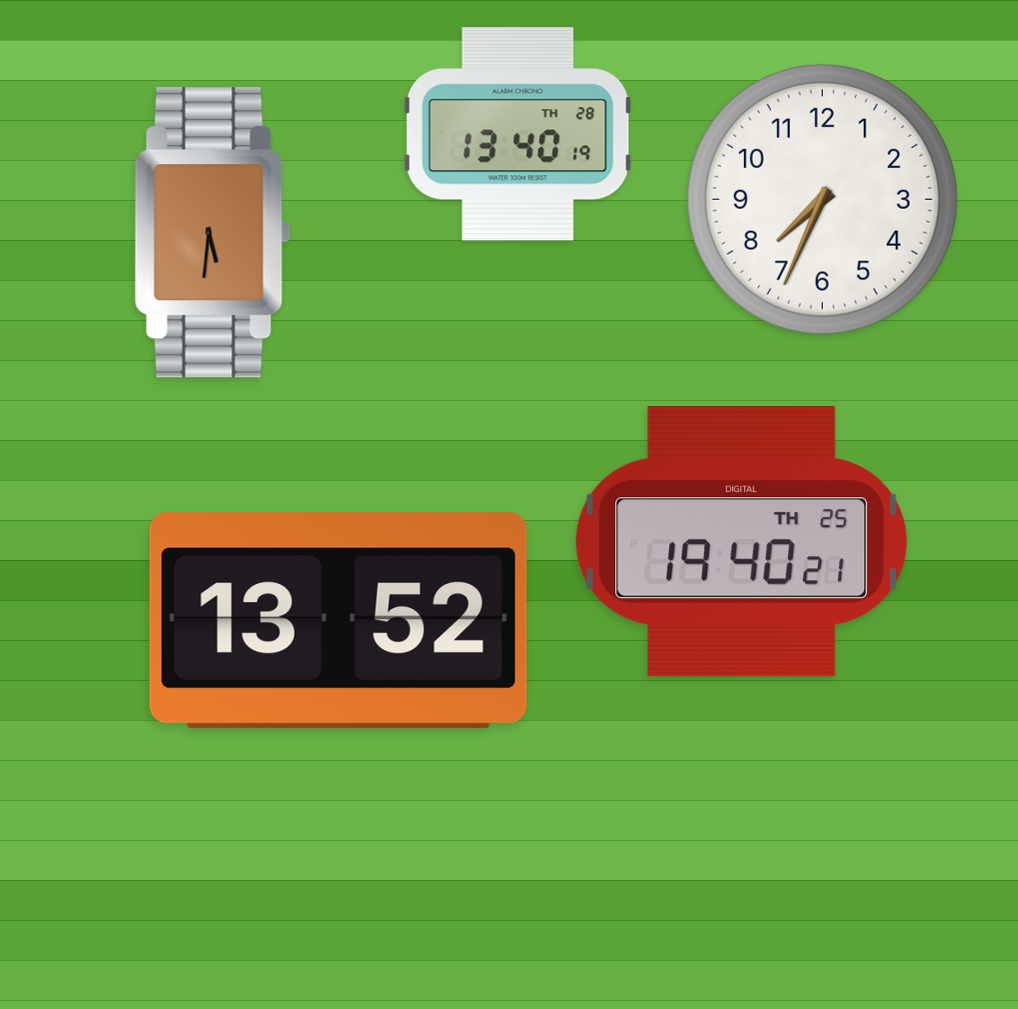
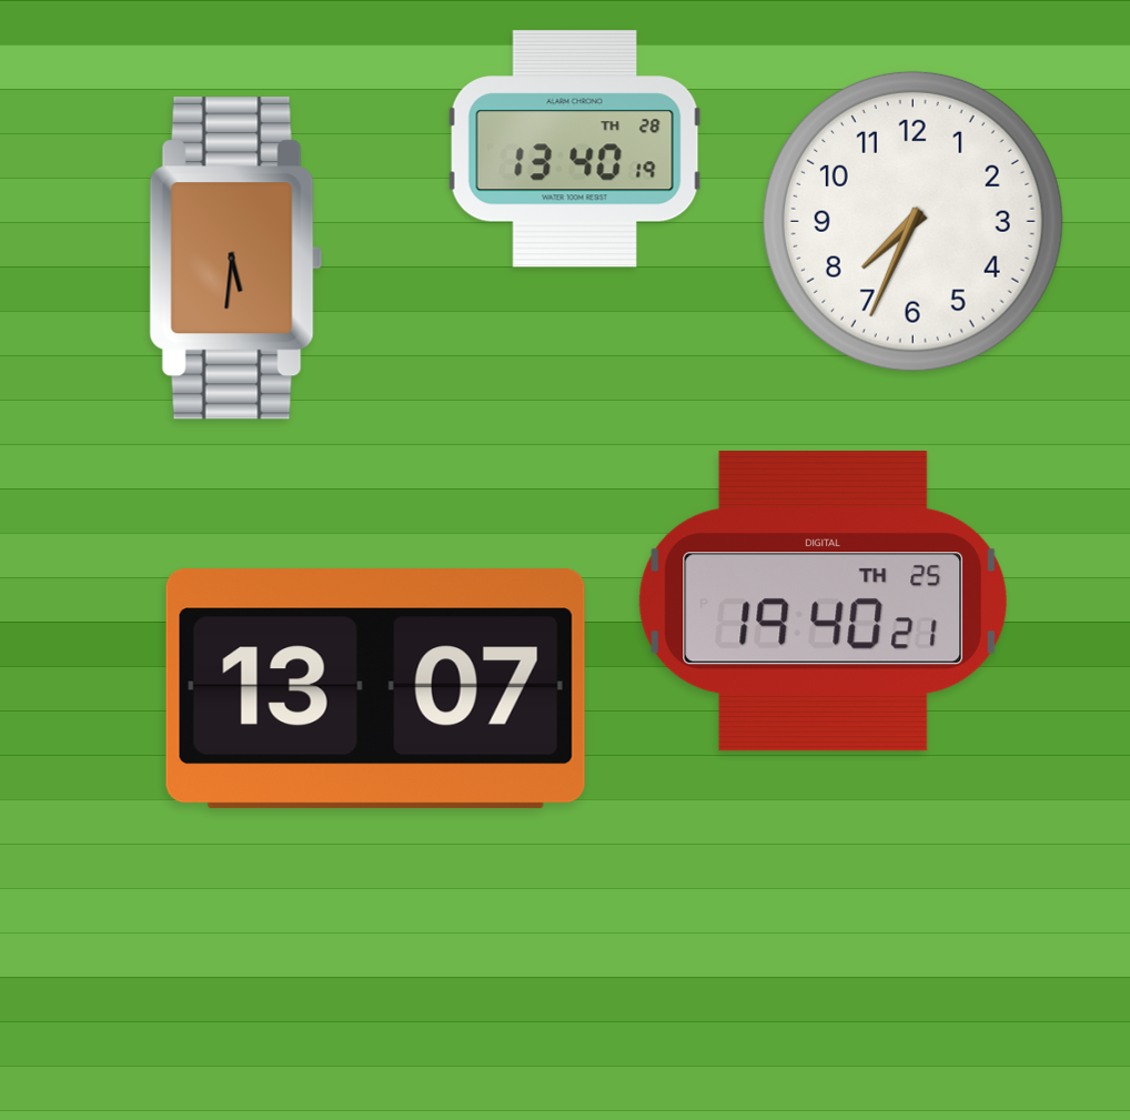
clock at (338, 621): 13:52 -> 13:07
